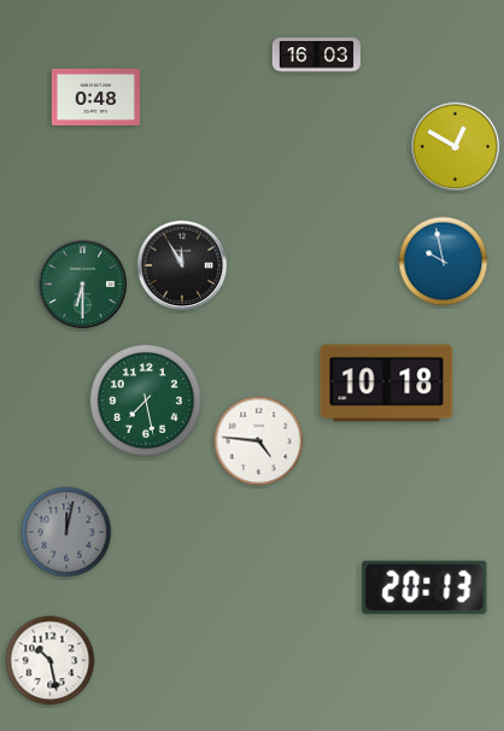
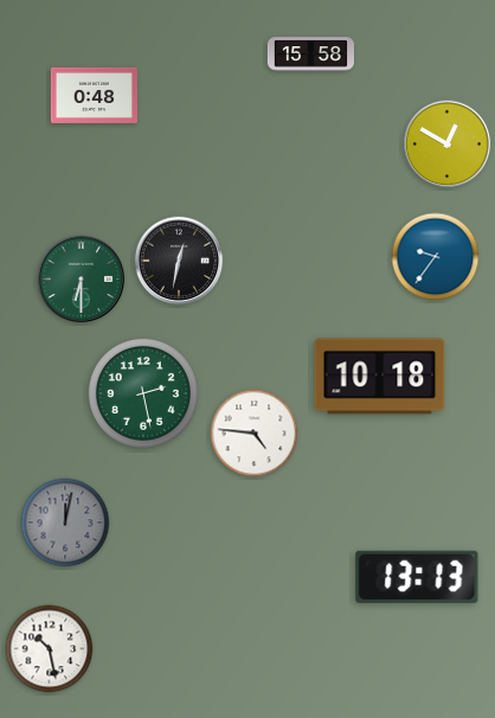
clock at (316, 55): 16:03 -> 15:58
clock at (444, 262): 9:58 -> 9:36
clock at (182, 265): 11:55 -> 12:32
clock at (146, 400): 7:28 -> 2:28
clock at (424, 587): 20:13 -> 13:13
